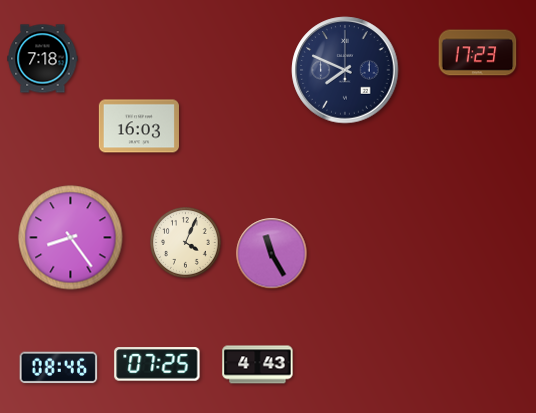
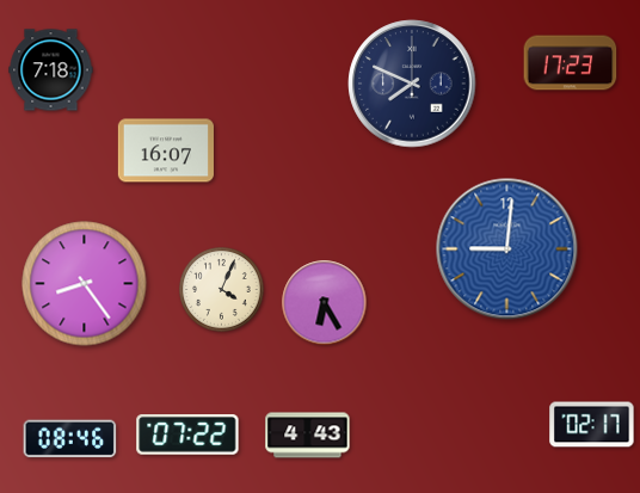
clock at (139, 126): 16:03 -> 16:07
clock at (507, 249): none -> 9:01
clock at (272, 254): 11:25 -> 6:25
clock at (592, 425): none -> 02:17
clock at (157, 364): 07:25 -> 07:22
